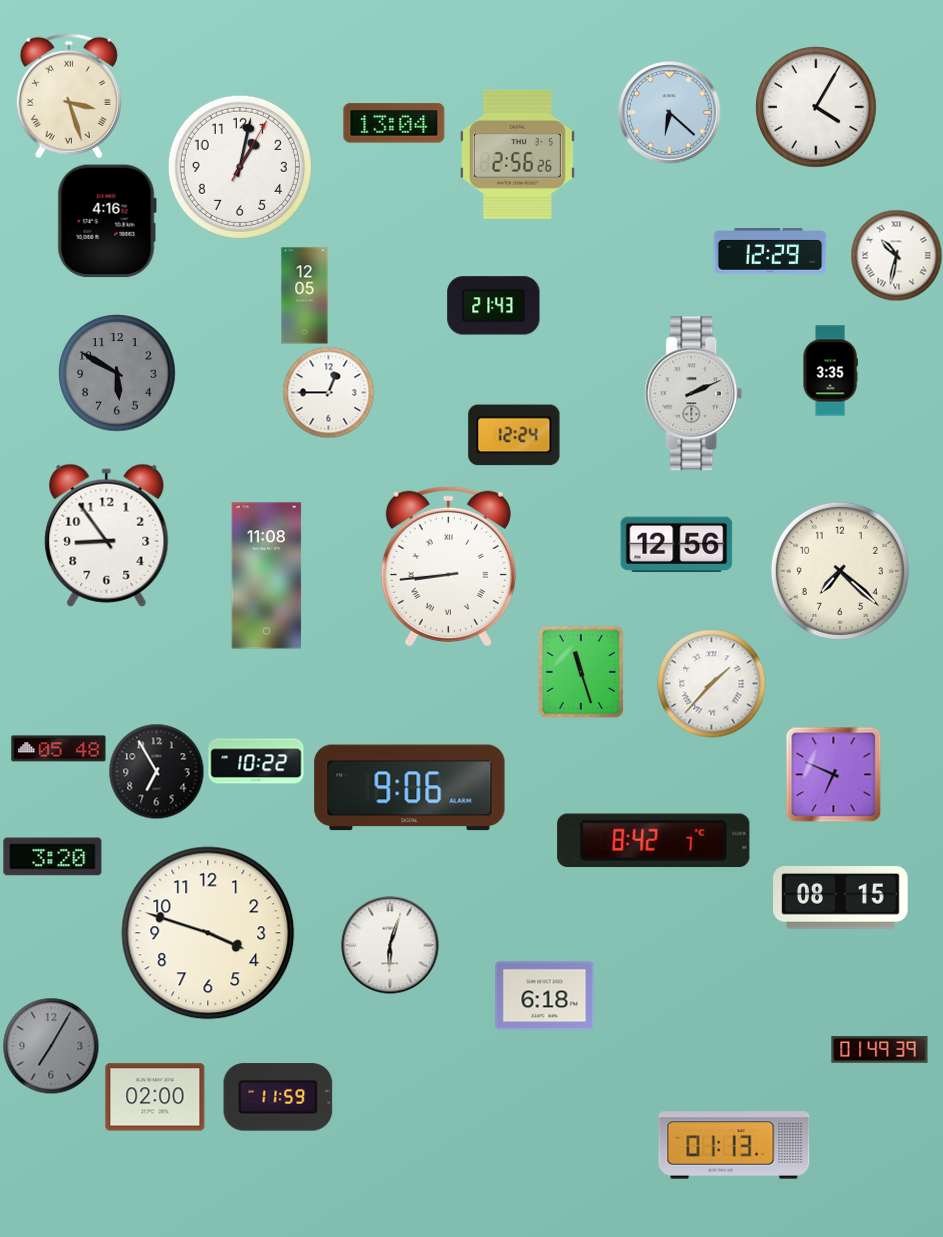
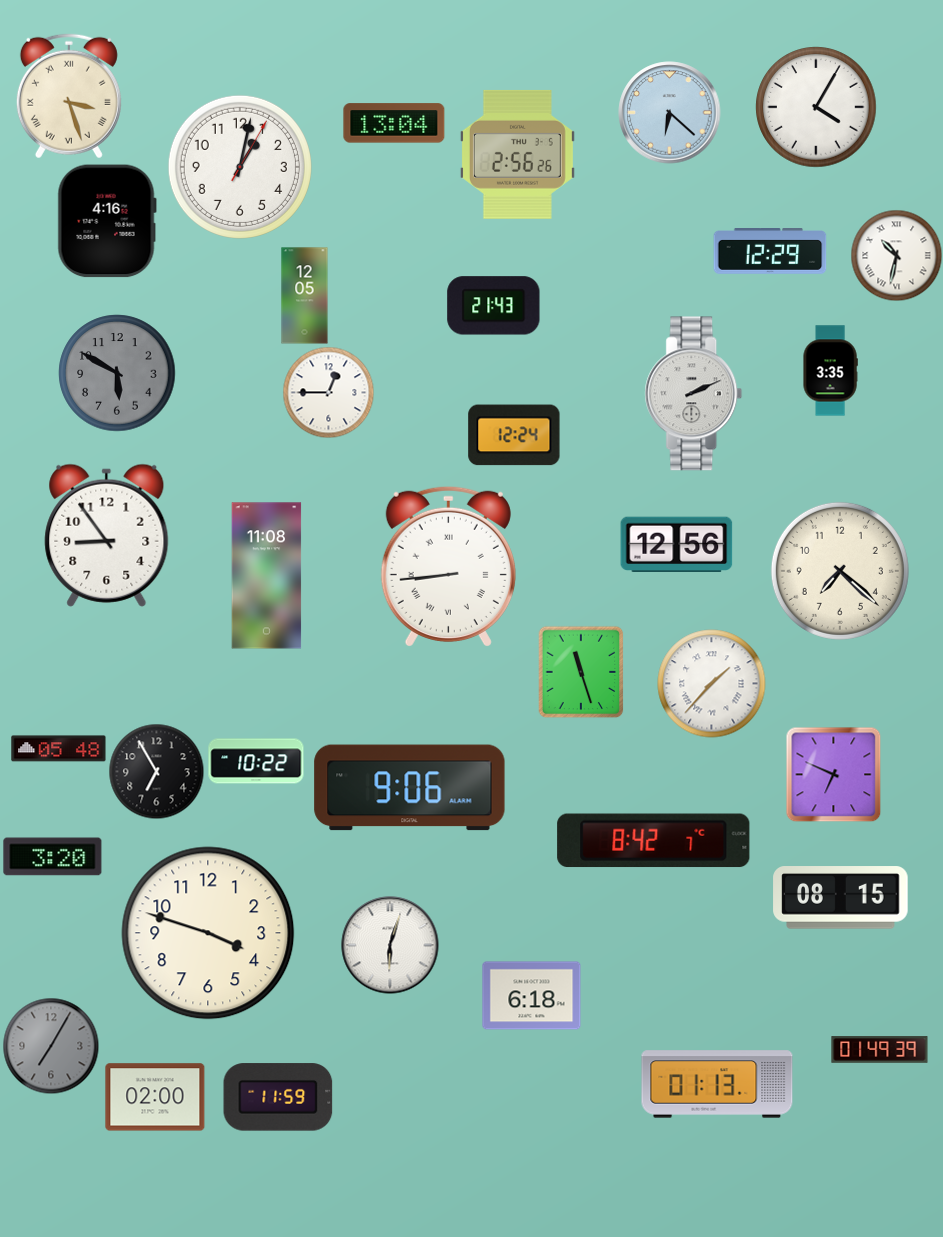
clock at (545, 996) position: (545, 996) -> (532, 996)
clock at (734, 1145) position: (734, 1145) -> (717, 1084)
